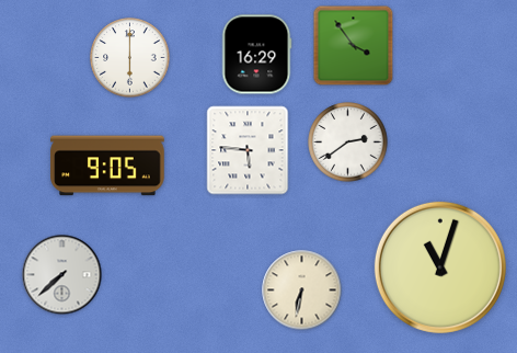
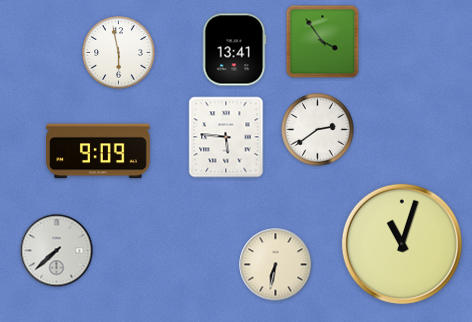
clock at (256, 55): 16:29 -> 13:41
clock at (130, 58): 6:00 -> 5:58
clock at (107, 166): 9:05 -> 9:09
